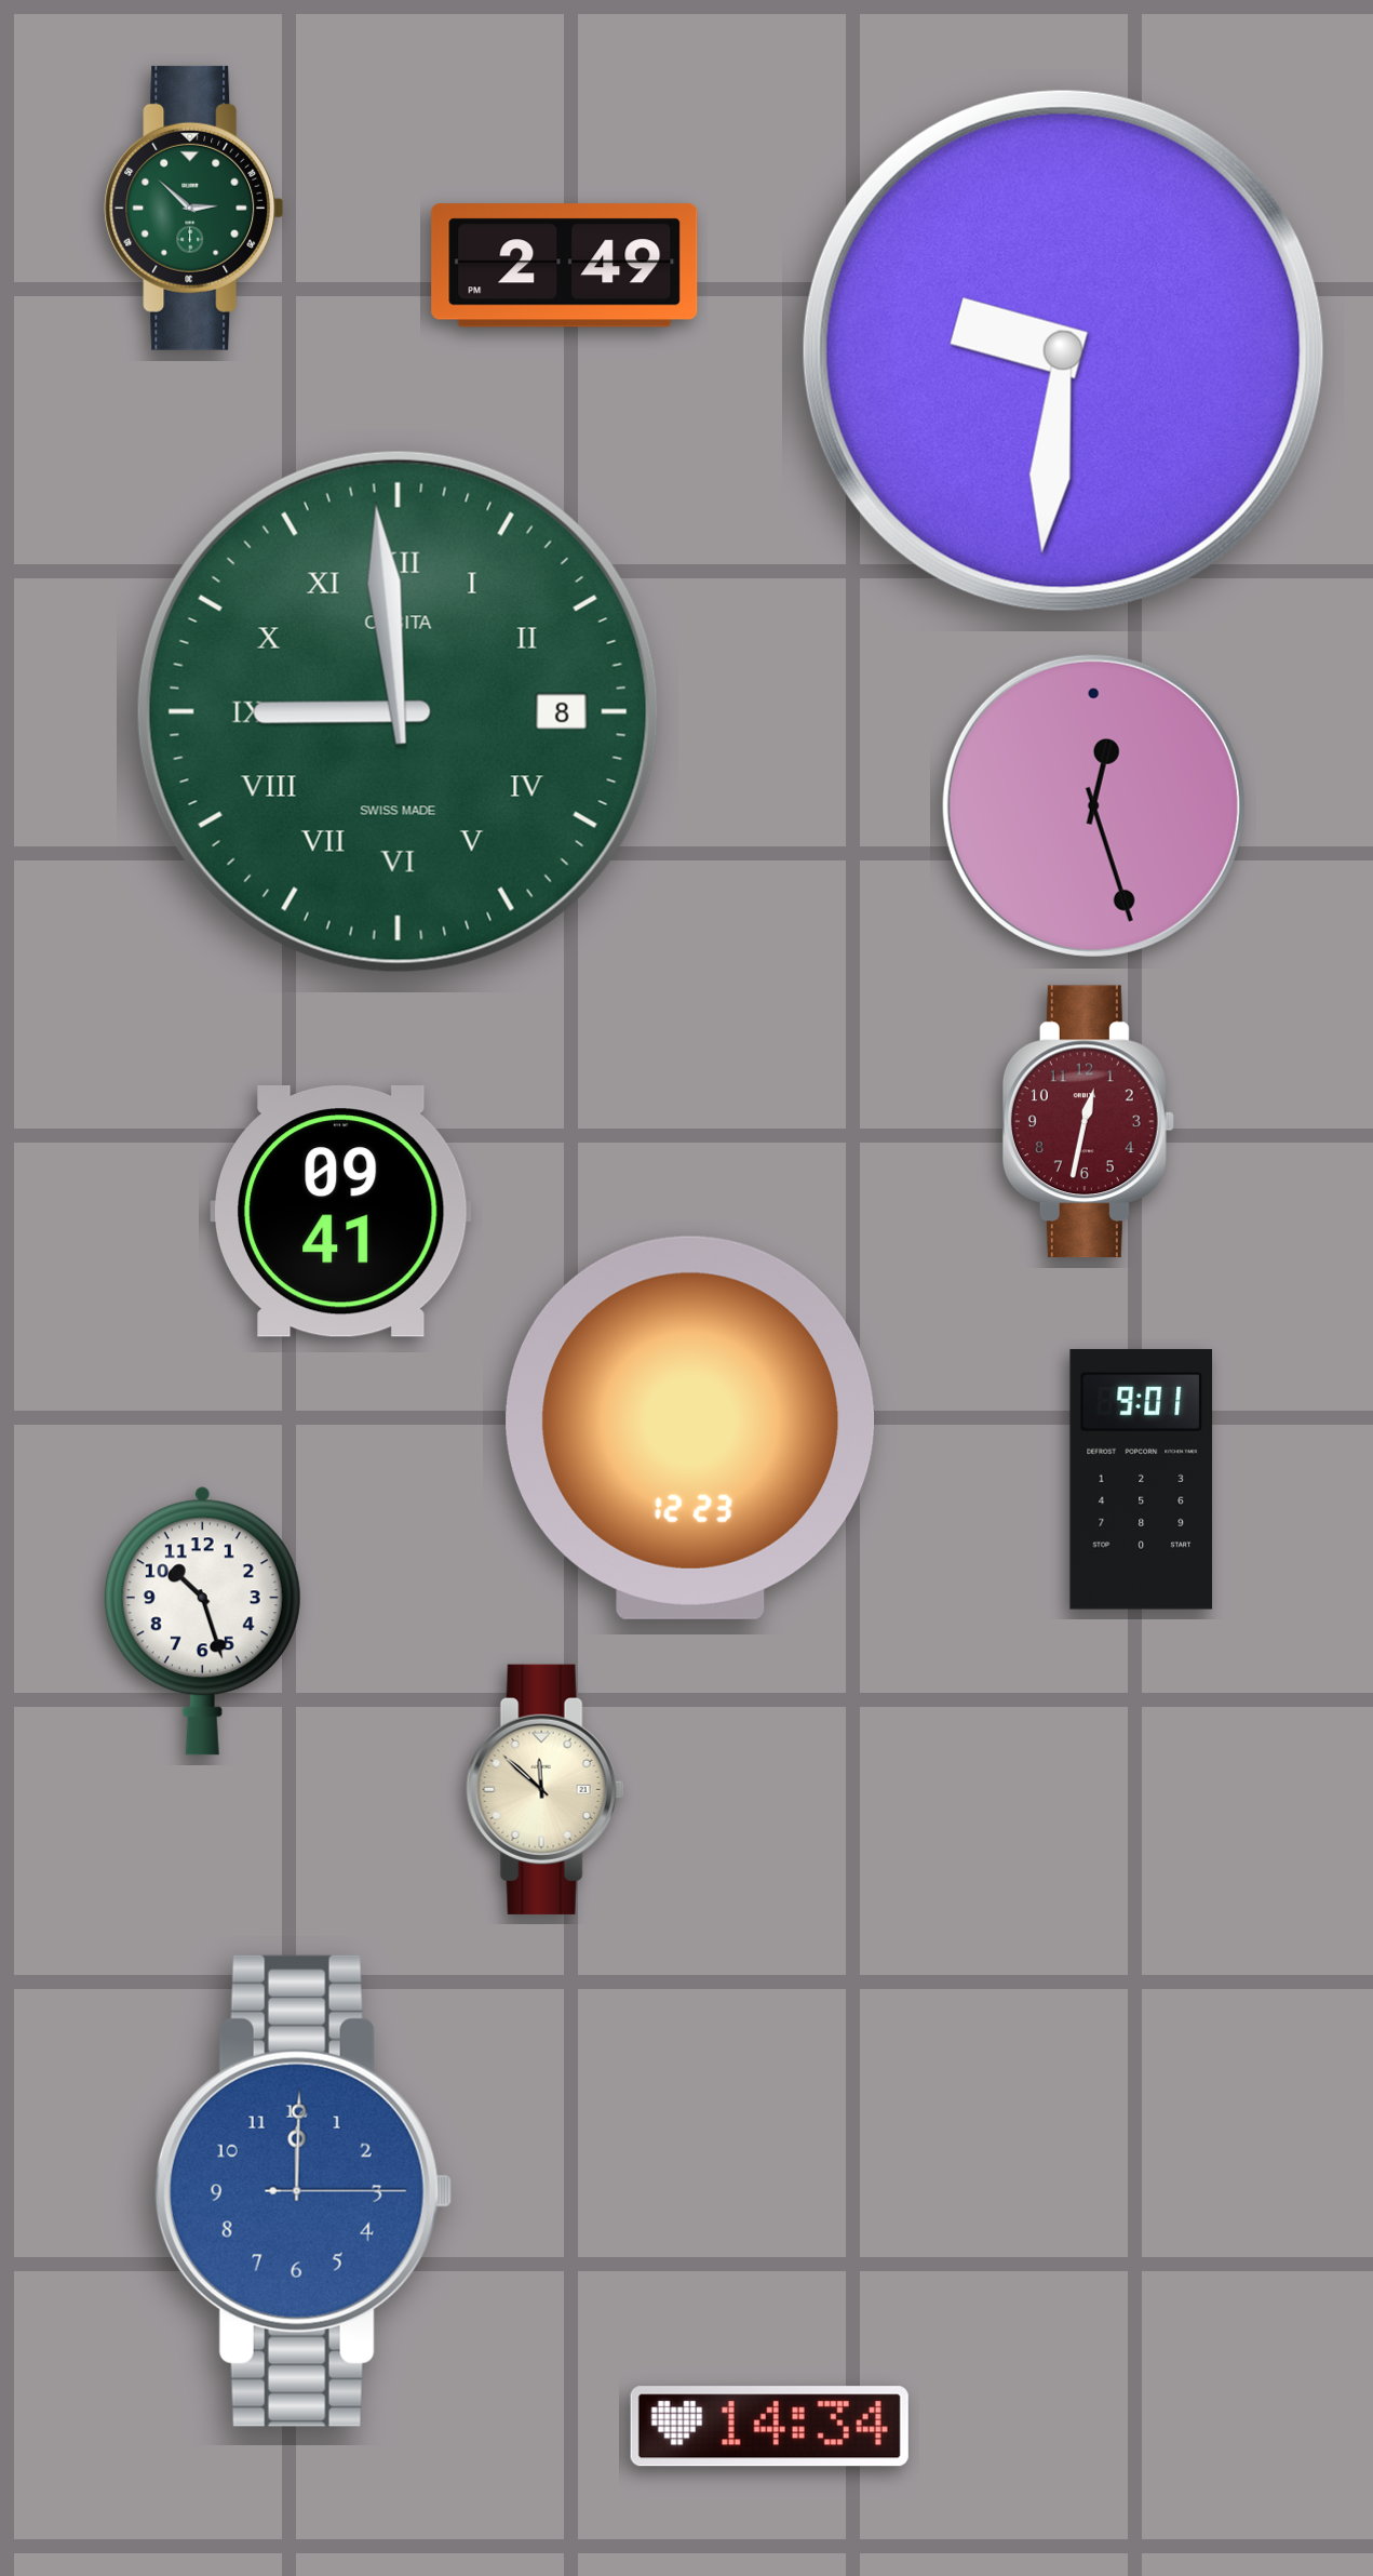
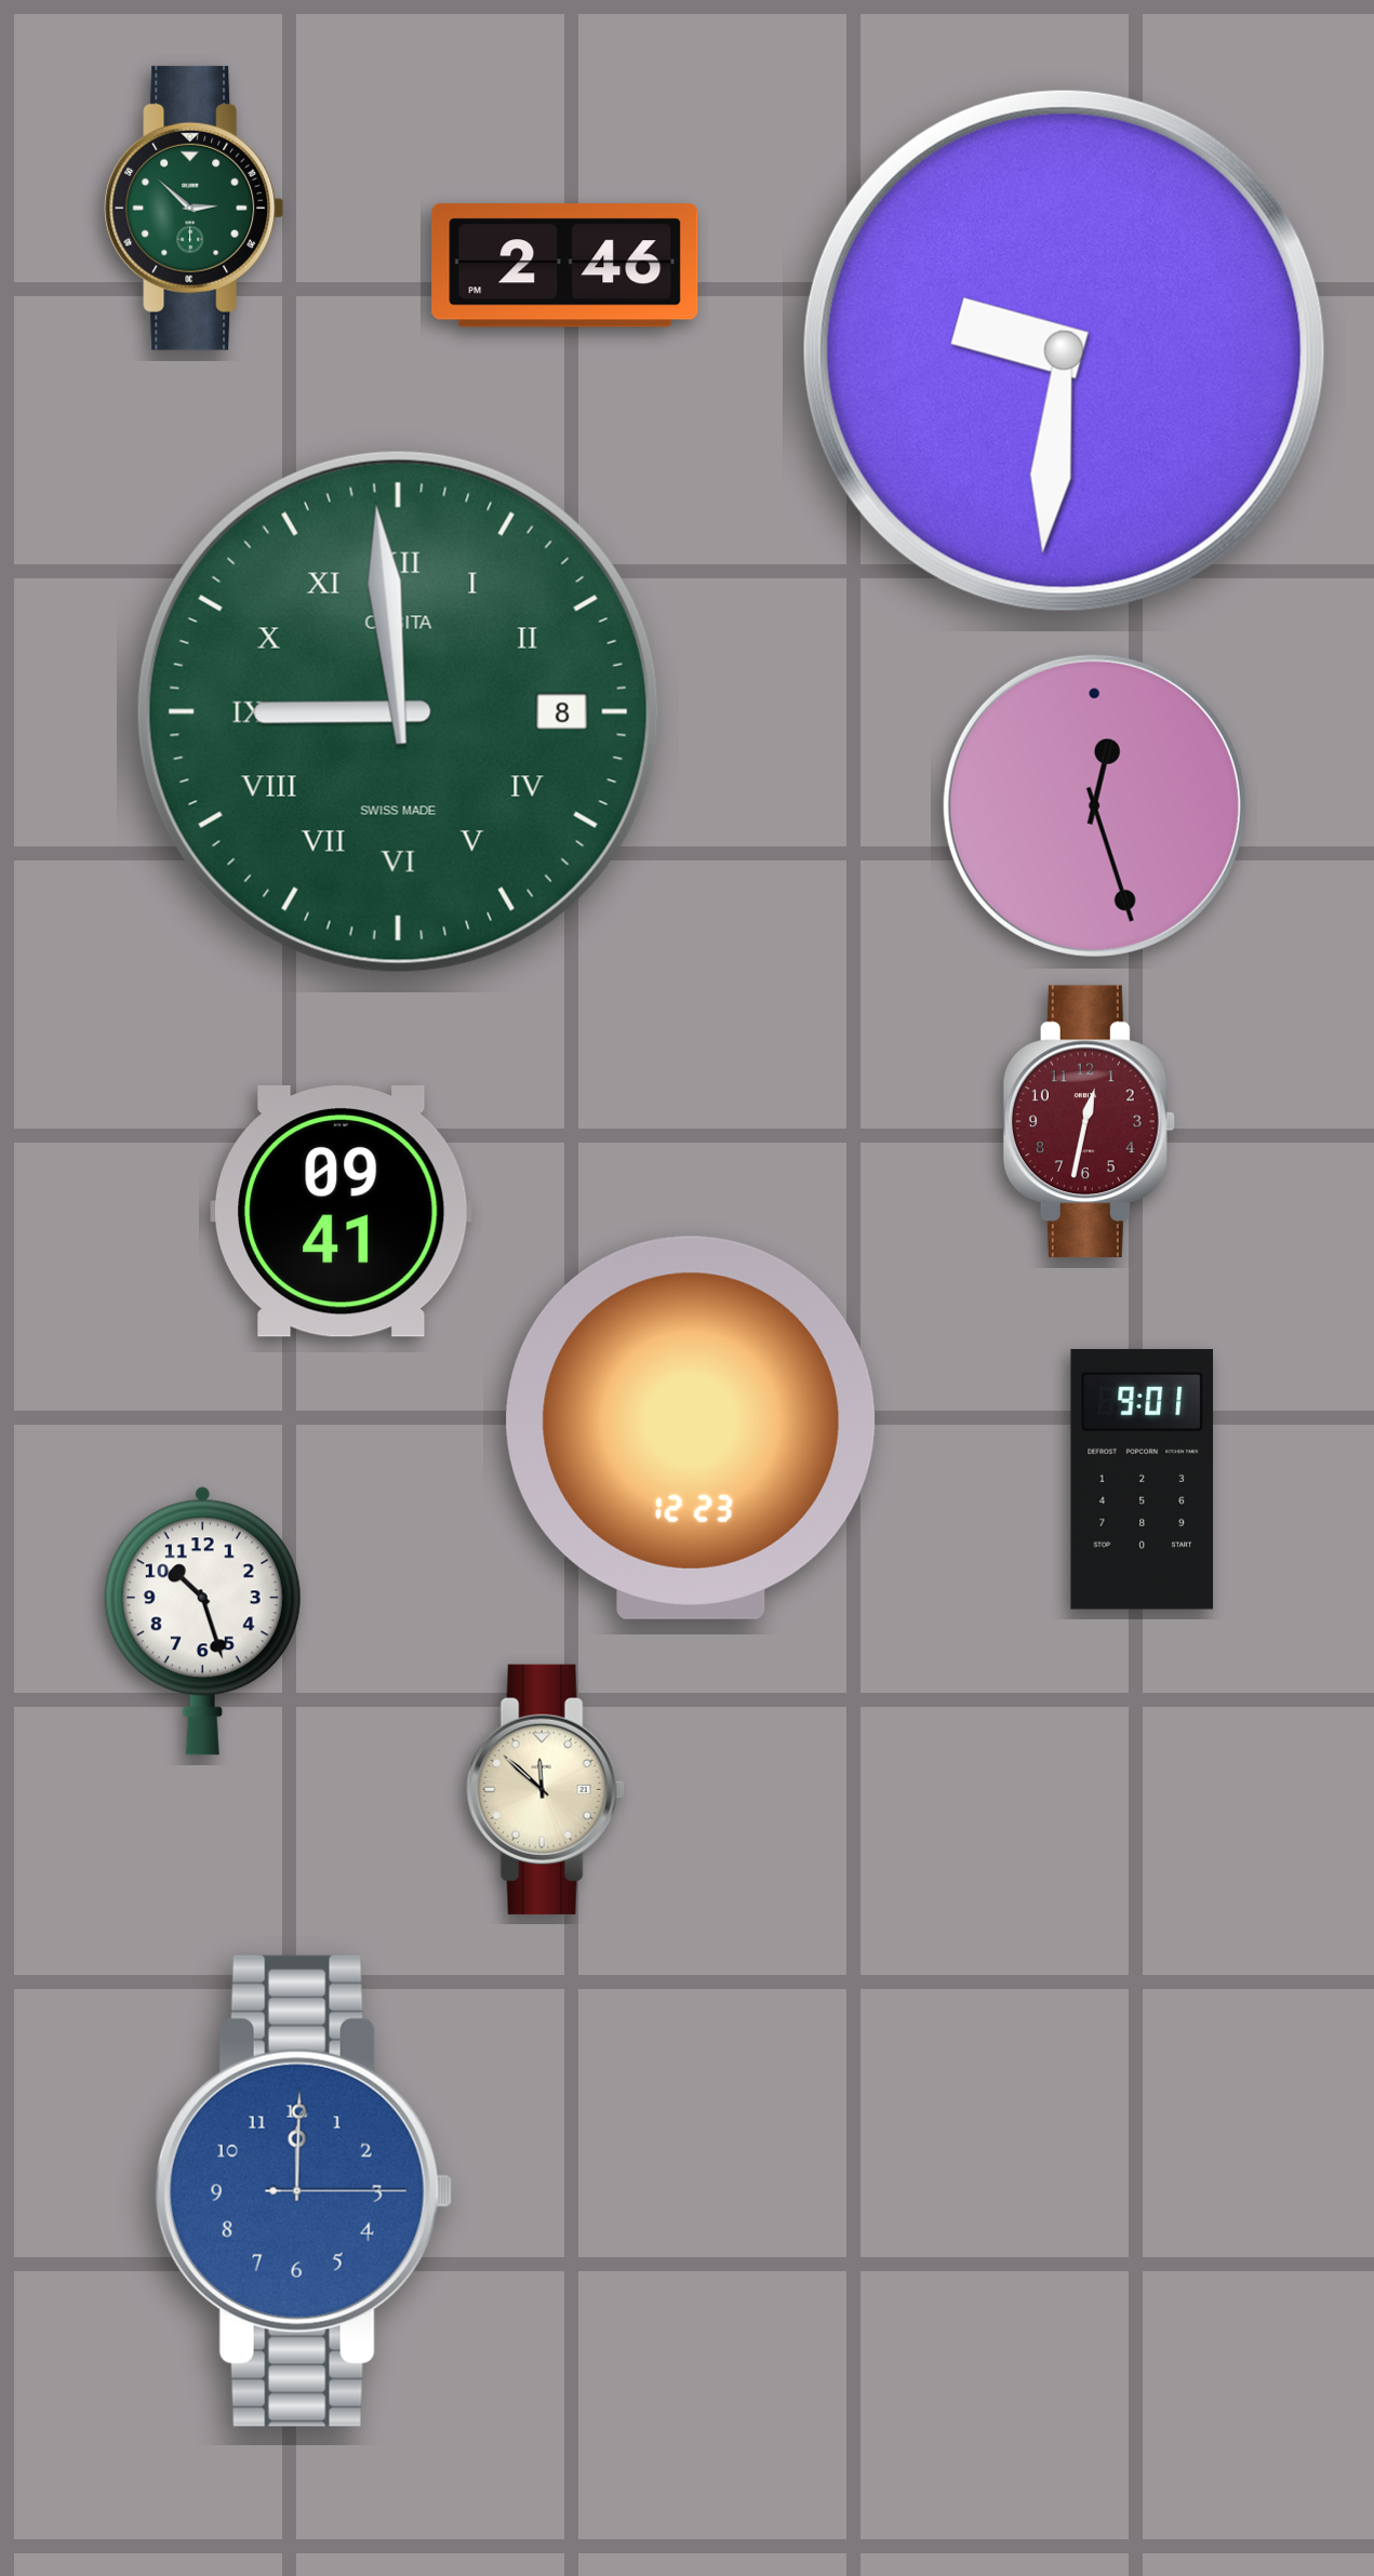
clock at (565, 266): 2:49 -> 2:46
clock at (769, 2427): 14:34 -> none
